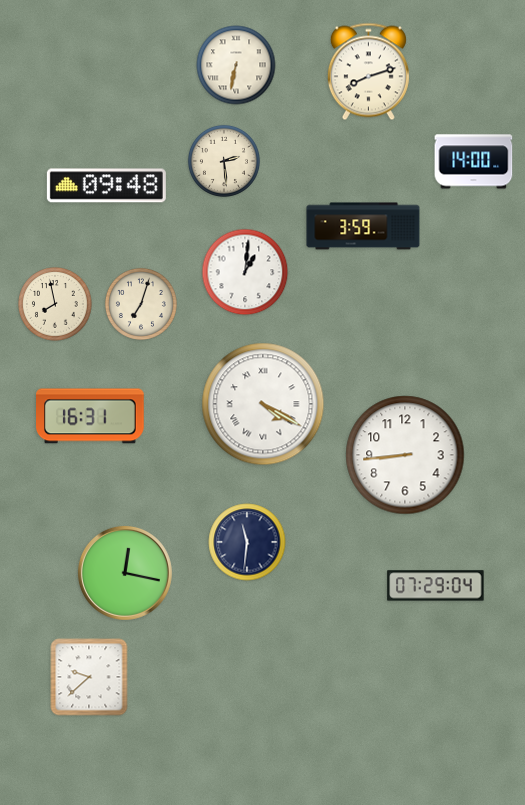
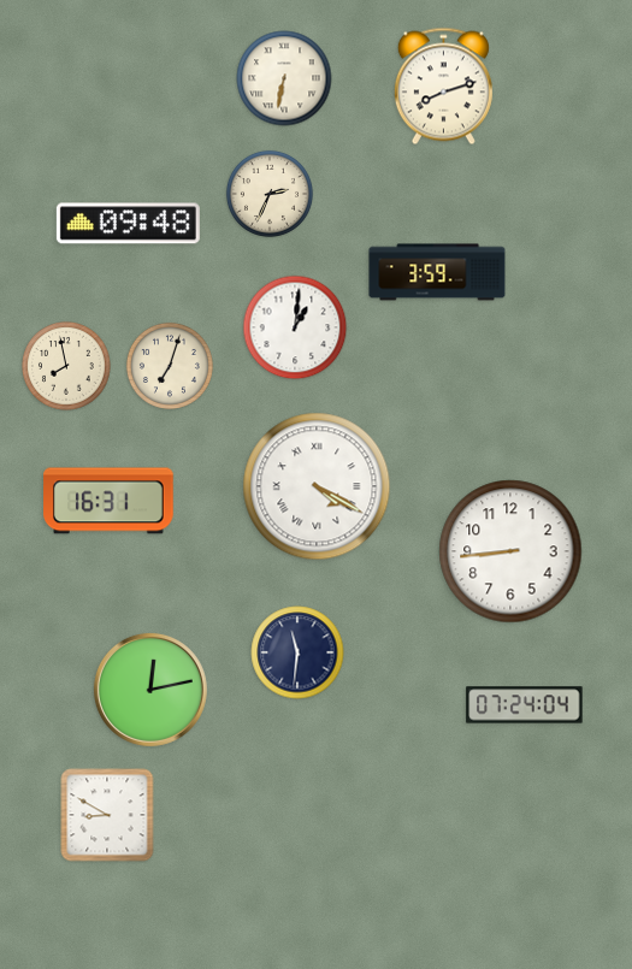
clock at (224, 161): 2:29 -> 2:34
clock at (474, 162): 14:00 -> none
clock at (405, 455) position: (405, 455) -> (510, 551)
clock at (125, 573): 12:17 -> 12:13
clock at (436, 586): 07:29 -> 07:24
clock at (89, 677): 9:38 -> 8:50
